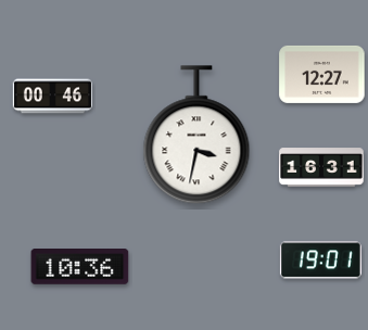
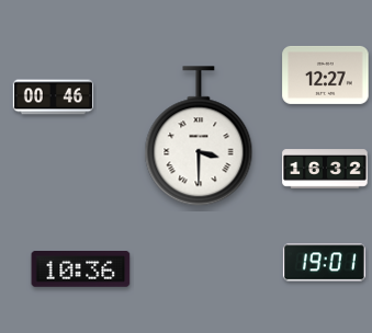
clock at (196, 136): 3:32 -> 3:30
clock at (321, 167): 16:31 -> 16:32
